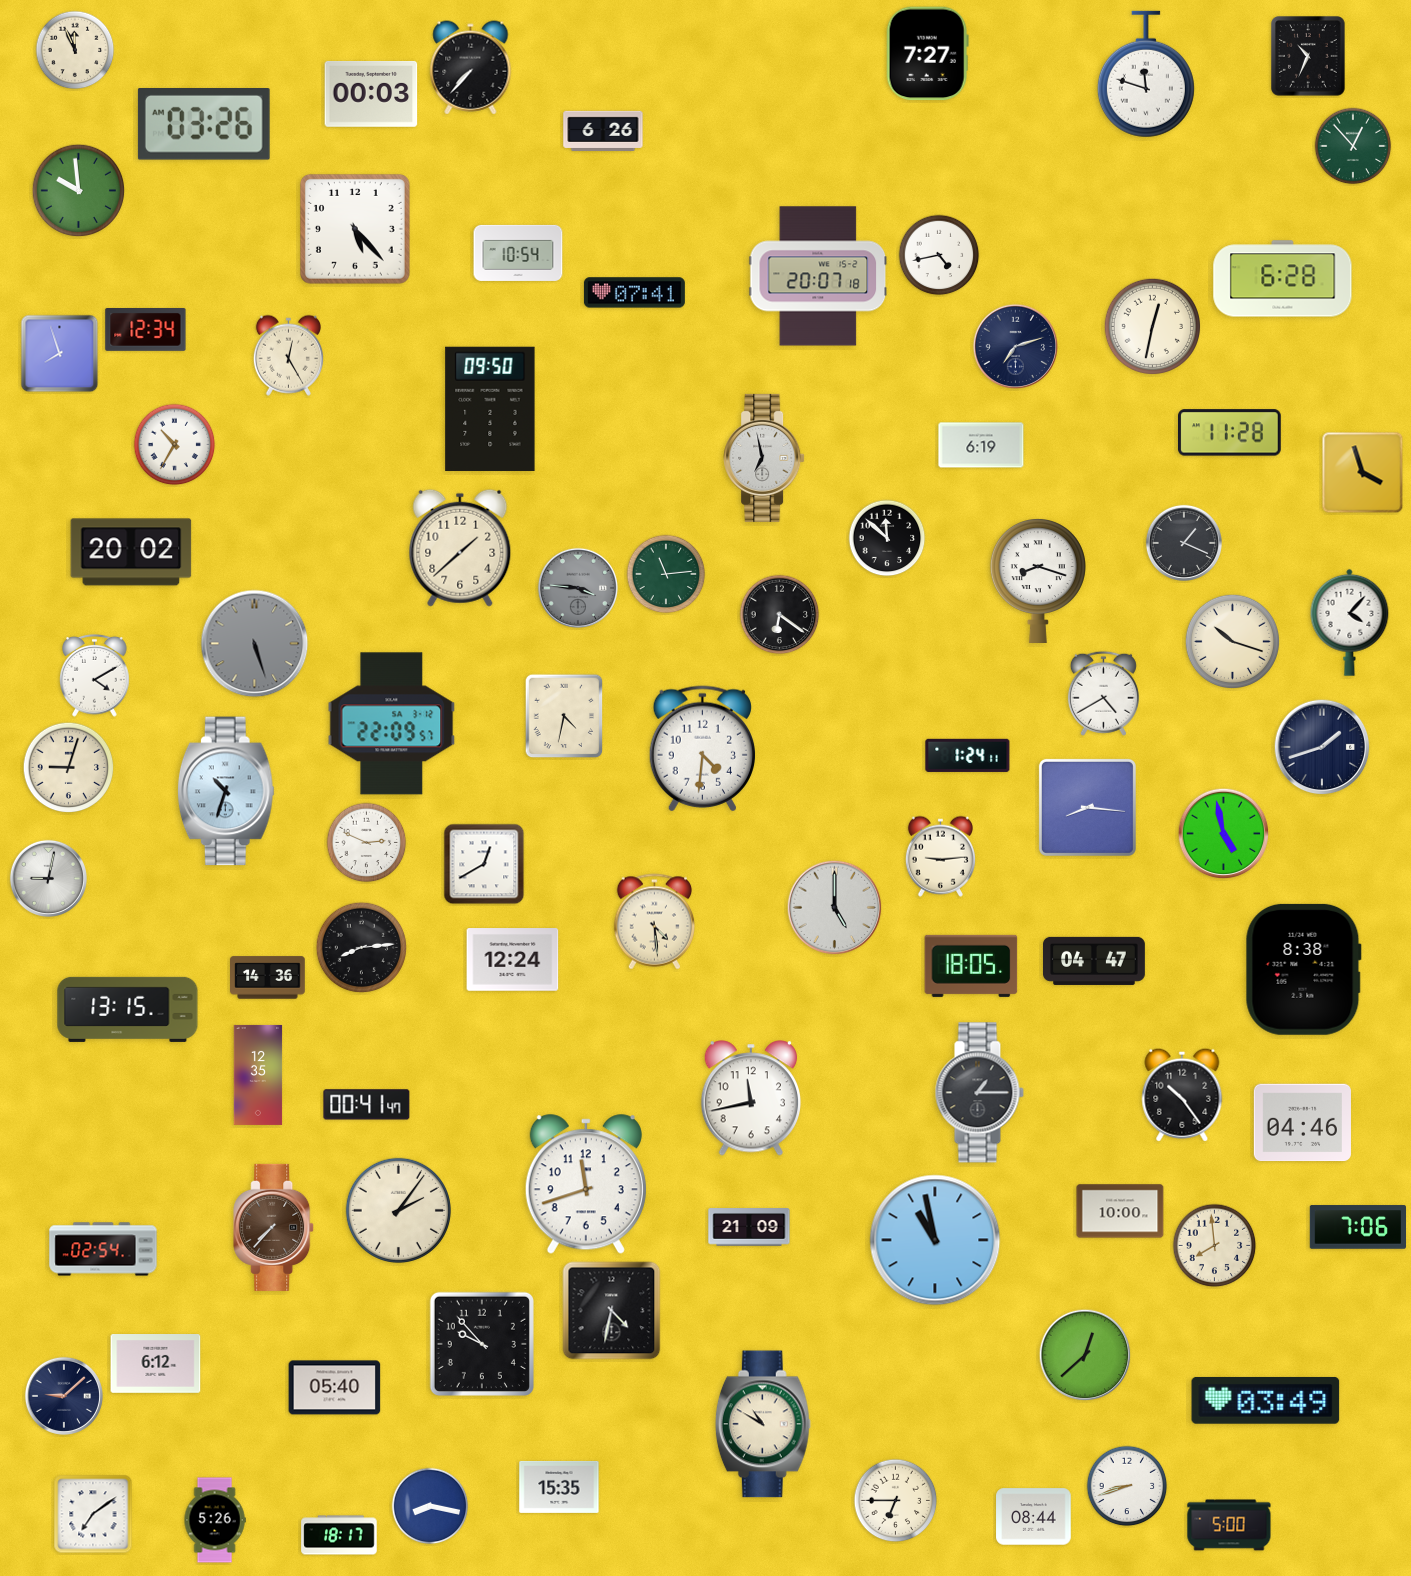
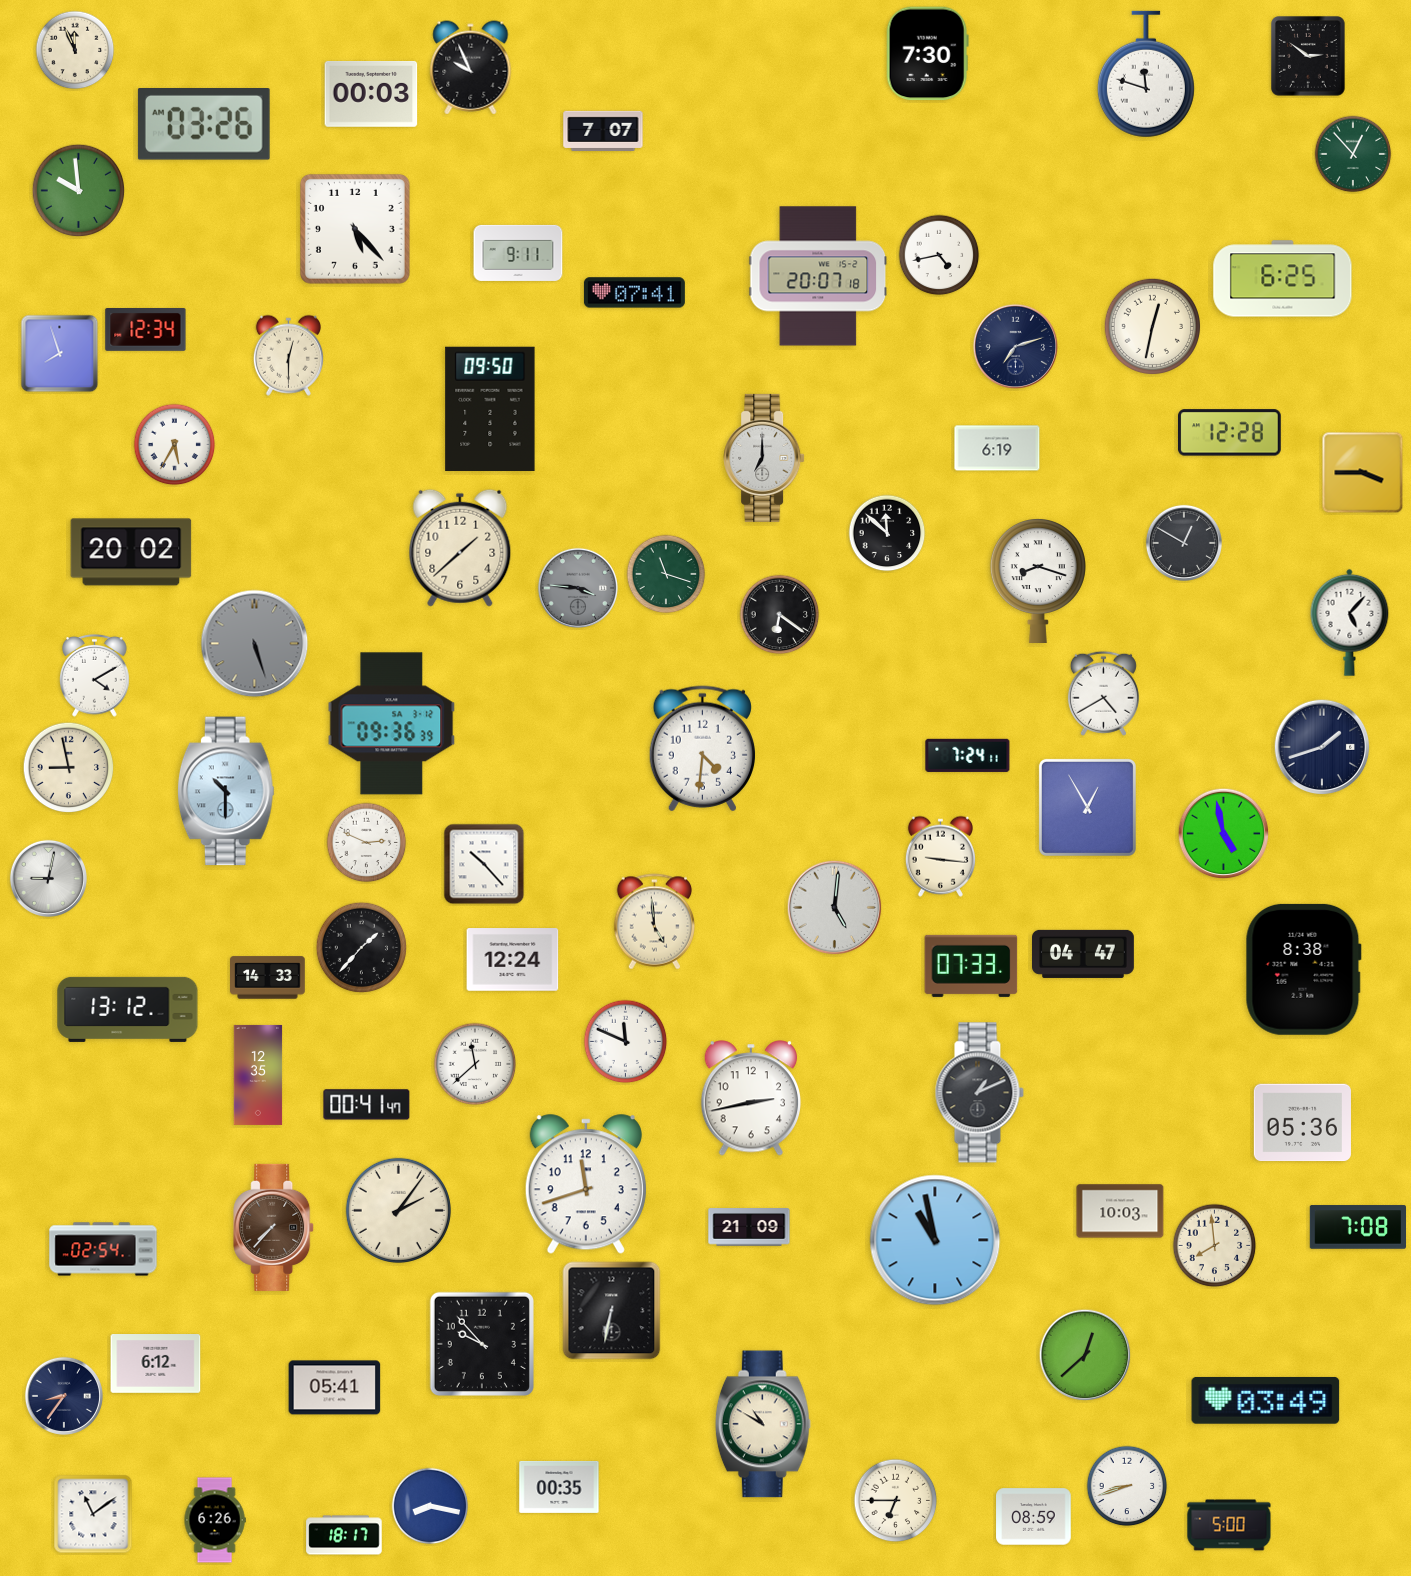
clock at (927, 54): 7:27 -> 7:30
clock at (1308, 56): 10:34 -> 2:51
clock at (471, 68): 7:37 -> 9:56
clock at (603, 131): 6:26 -> 7:07
clock at (1353, 146) position: (1353, 146) -> (1353, 154)
clock at (518, 253): 10:54 -> 9:11
clock at (1283, 279): 6:28 -> 6:25
clock at (288, 355): 12:25 -> 12:30
clock at (1230, 433): 11:28 -> 12:28
clock at (175, 445): 10:35 -> 5:35
clock at (981, 445) position: (981, 445) -> (997, 448)
clock at (764, 458): 6:58 -> 7:00
clock at (1363, 473): 3:57 -> 3:45
clock at (887, 538) position: (887, 538) -> (887, 533)
clock at (1184, 543): 1:19 -> 12:50
clock at (666, 574): 11:14 -> 11:18
clock at (1350, 622): 4:07 -> 5:07
clock at (1233, 642): 10:18 -> none
clock at (564, 716): 4:32 -> none
clock at (392, 724): 22:09 -> 09:36
clock at (968, 755): 1:24 -> 7:24
clock at (69, 768): 9:03 -> 8:58
clock at (226, 791): 10:33 -> 10:30
clock at (1087, 807): 8:16 -> 12:55
clock at (940, 856): 9:14 -> 9:16
clock at (484, 864): 12:40 -> 10:23
clock at (835, 908): 5:00 -> 5:01
clock at (654, 922): 4:29 -> 4:59
clock at (362, 948): 8:14 -> 1:37
clock at (1095, 961) position: (1095, 961) -> (1084, 954)
clock at (971, 966): 18:05 -> 07:33
clock at (268, 978): 14:36 -> 14:33
clock at (128, 1009): 13:15 -> 13:12
clock at (626, 1042): none -> 11:49
clock at (475, 1064): none -> 11:38
clock at (979, 1093): 1:15 -> 1:11
clock at (1182, 1095): 10:24 -> none
clock at (750, 1098): 11:43 -> 2:43
clock at (1302, 1123): 04:46 -> 05:36
clock at (1120, 1211): 10:00 -> 10:03
clock at (1357, 1227): 7:06 -> 7:08
clock at (612, 1311): 4:32 -> 6:32
clock at (335, 1388): 05:40 -> 05:41
clock at (64, 1396): 9:08 -> 8:36
clock at (559, 1487): 15:35 -> 00:35
clock at (93, 1514): 7:09 -> 11:09
clock at (1034, 1517): 08:44 -> 08:59
clock at (215, 1520): 5:26 -> 6:26
clock at (339, 1535) position: (339, 1535) -> (344, 1535)
